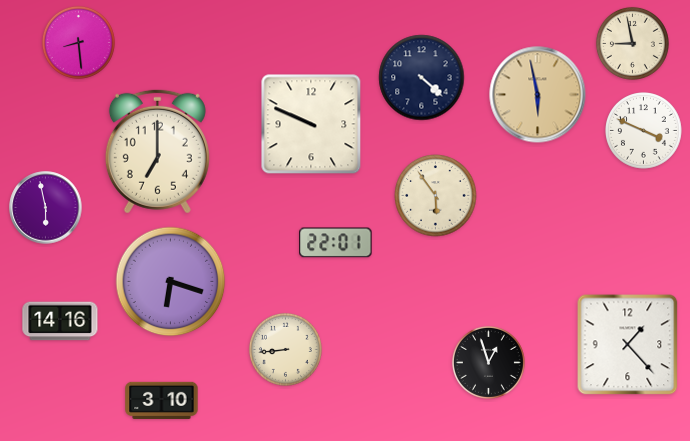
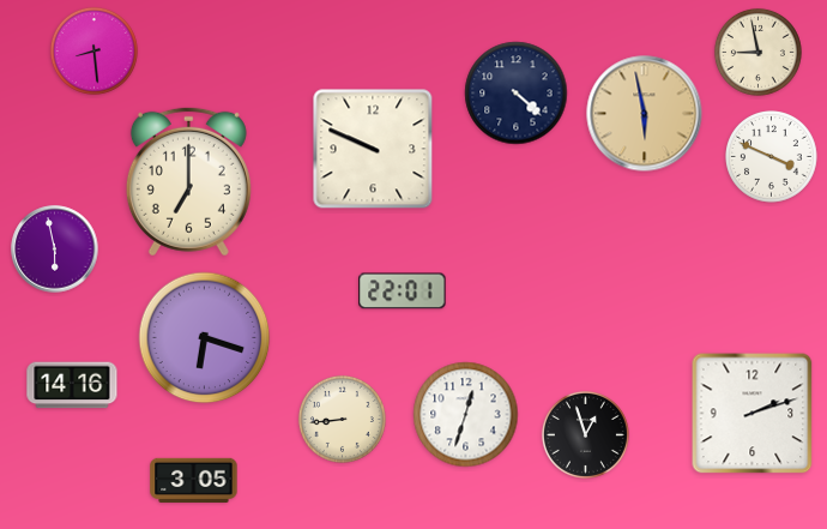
clock at (422, 78) position: (422, 78) -> (517, 94)
clock at (436, 196): 5:54 -> none
clock at (628, 345): 1:23 -> 2:12
clock at (466, 415): none -> 12:33
clock at (162, 400): 3:10 -> 3:05
